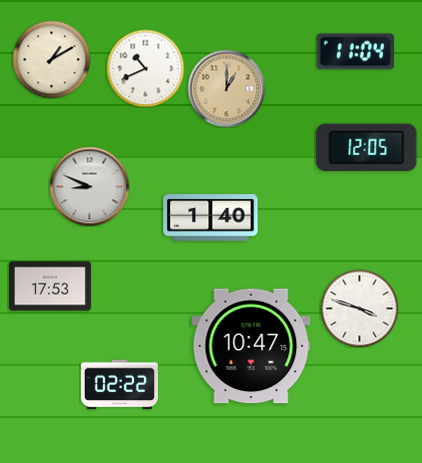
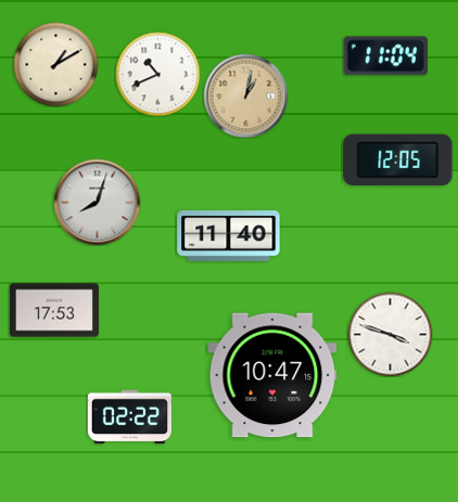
clock at (226, 88): 1:00 -> 1:02
clock at (89, 186): 8:49 -> 8:03
clock at (211, 218): 1:40 -> 11:40
